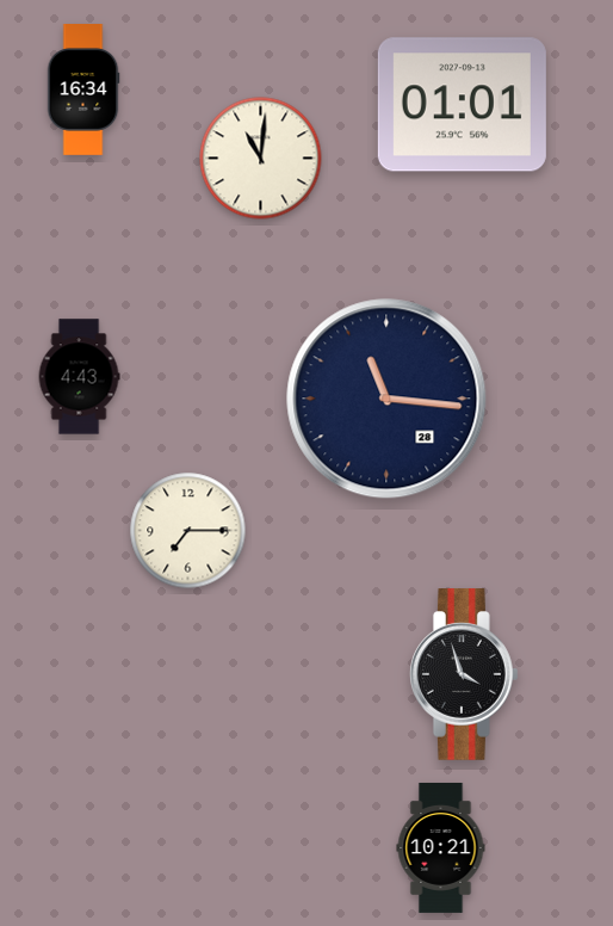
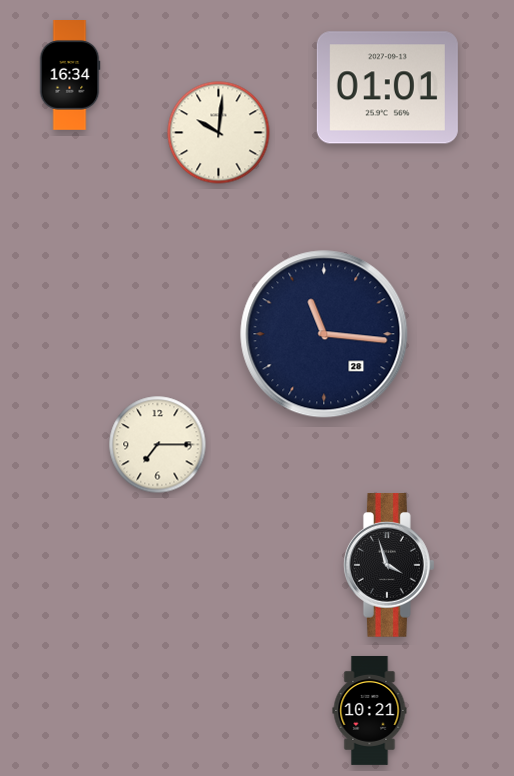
clock at (261, 159): 11:01 -> 10:01
clock at (79, 377): 4:43 -> none
